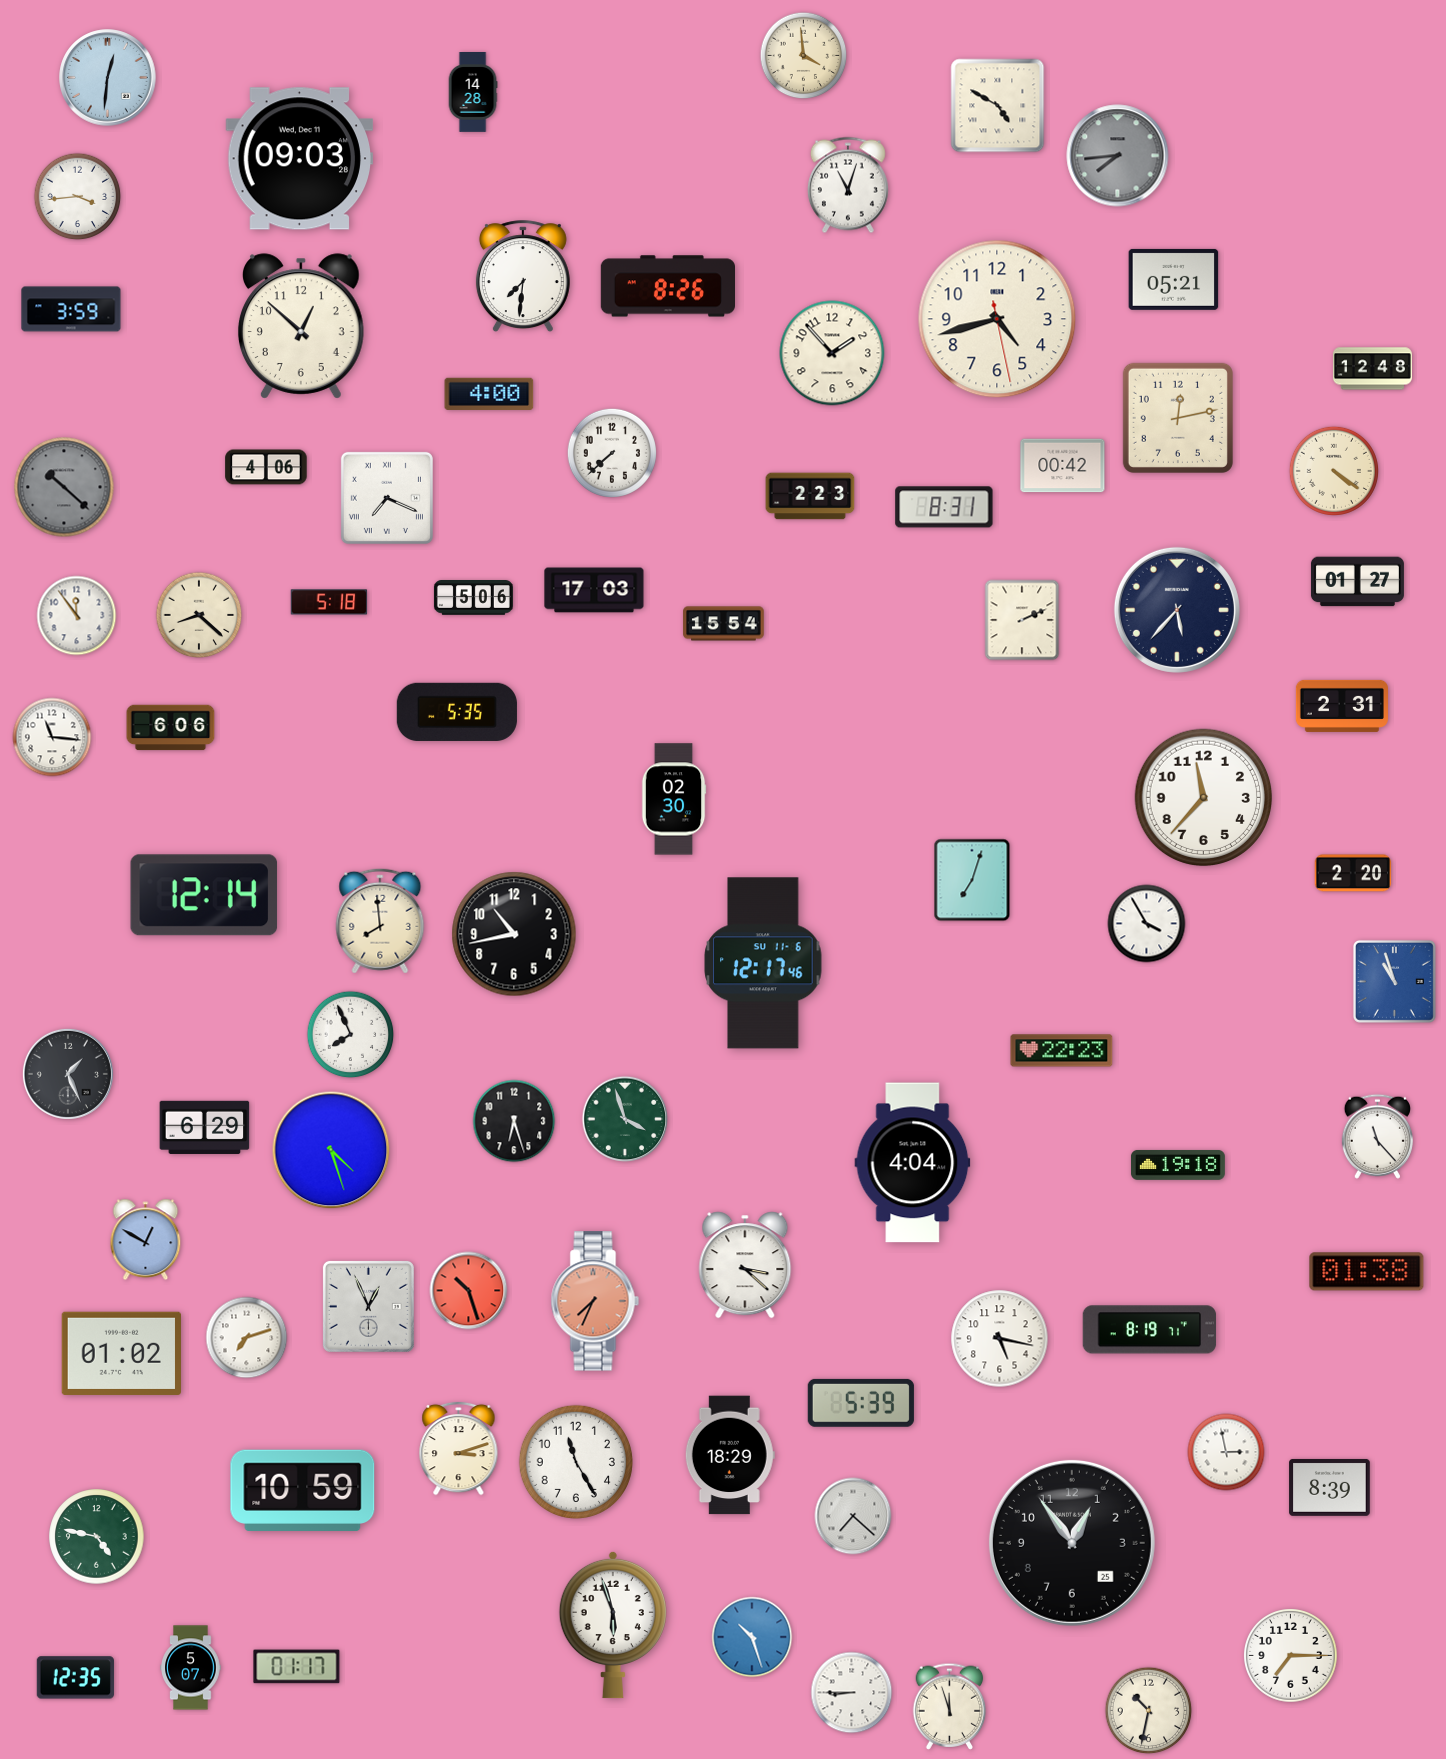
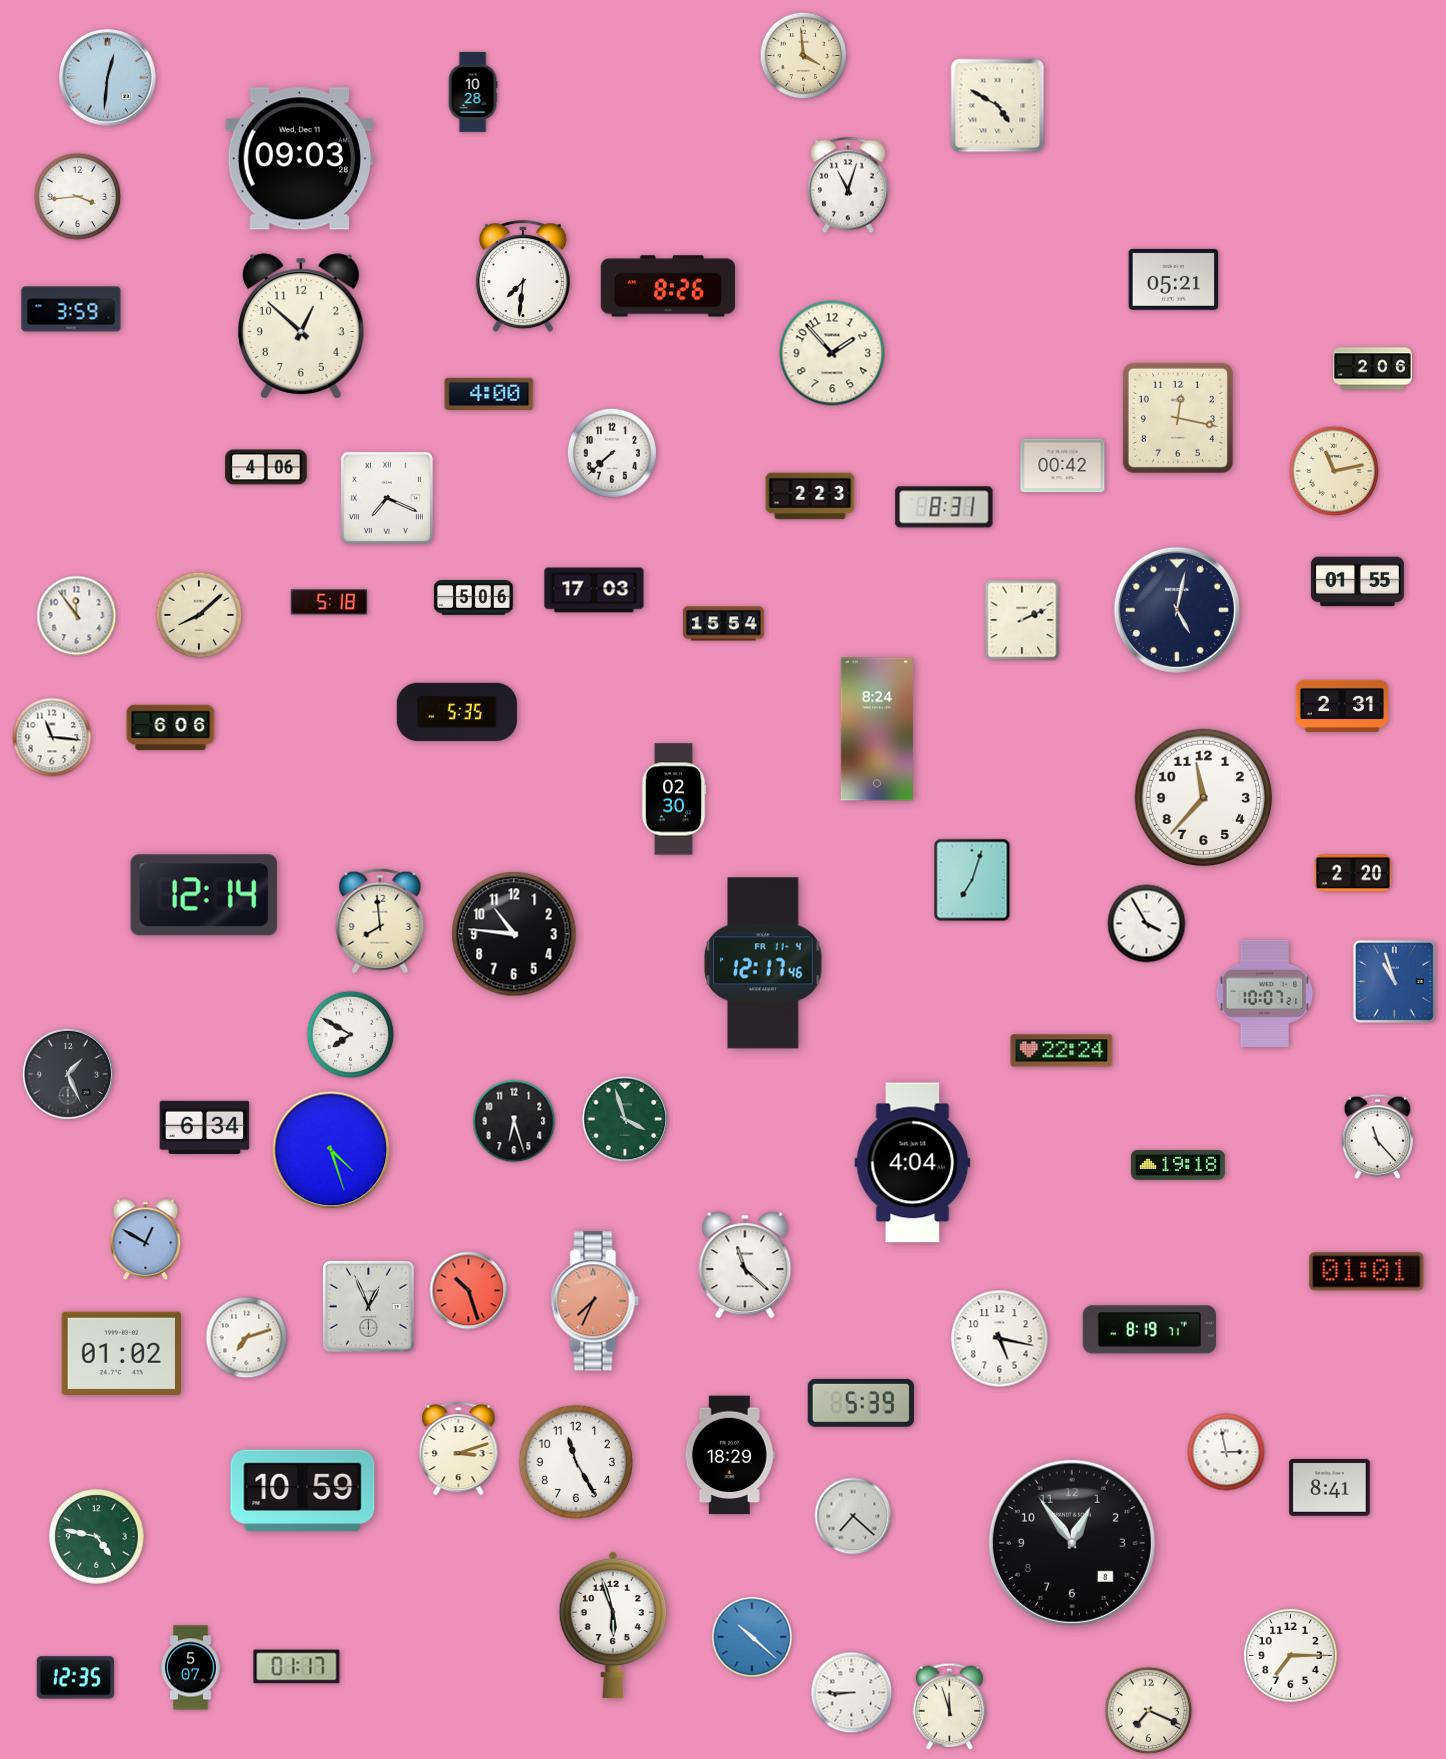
clock at (473, 93): 14:28 -> 10:28
clock at (1118, 156): 7:44 -> none
clock at (997, 319): 4:42 -> none
clock at (1372, 369): 12:48 -> 2:06
clock at (1178, 418): 12:13 -> 12:17
clock at (1334, 471): 4:21 -> 11:13
clock at (64, 487): 10:22 -> none
clock at (1357, 582): 01:27 -> 01:55
clock at (1177, 610): 5:37 -> 5:02
clock at (199, 615): 8:22 -> 8:08
clock at (877, 729): none -> 8:24
clock at (514, 934): 10:43 -> 10:46
clock at (763, 963) date: SU 11-6 -> FR 11-4
clock at (1265, 993): none -> 10:07
clock at (351, 1035): 7:56 -> 7:50
clock at (1062, 1051): 22:23 -> 22:24
clock at (205, 1127): 6:29 -> 6:34
clock at (745, 1265): 3:22 -> 11:22
clock at (1367, 1272): 01:38 -> 01:01
clock at (1330, 1488): 8:39 -> 8:41
clock at (1072, 1543) date: 25 -> 8
clock at (752, 1637): 10:27 -> 10:22
clock at (1149, 1711): 10:32 -> 7:19
